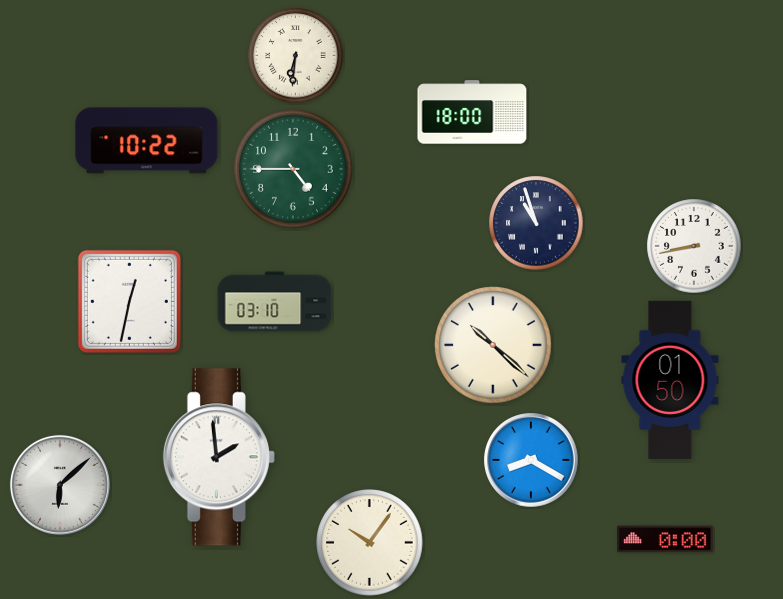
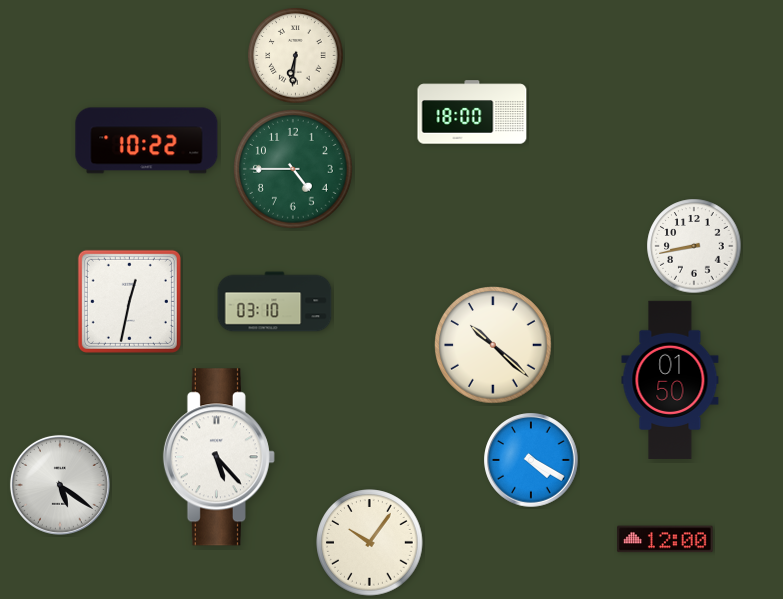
clock at (536, 223): 10:57 -> none
clock at (219, 457): 1:59 -> 5:23
clock at (531, 460): 8:20 -> 4:20
clock at (60, 485): 6:08 -> 5:21
clock at (665, 539): 0:00 -> 12:00
